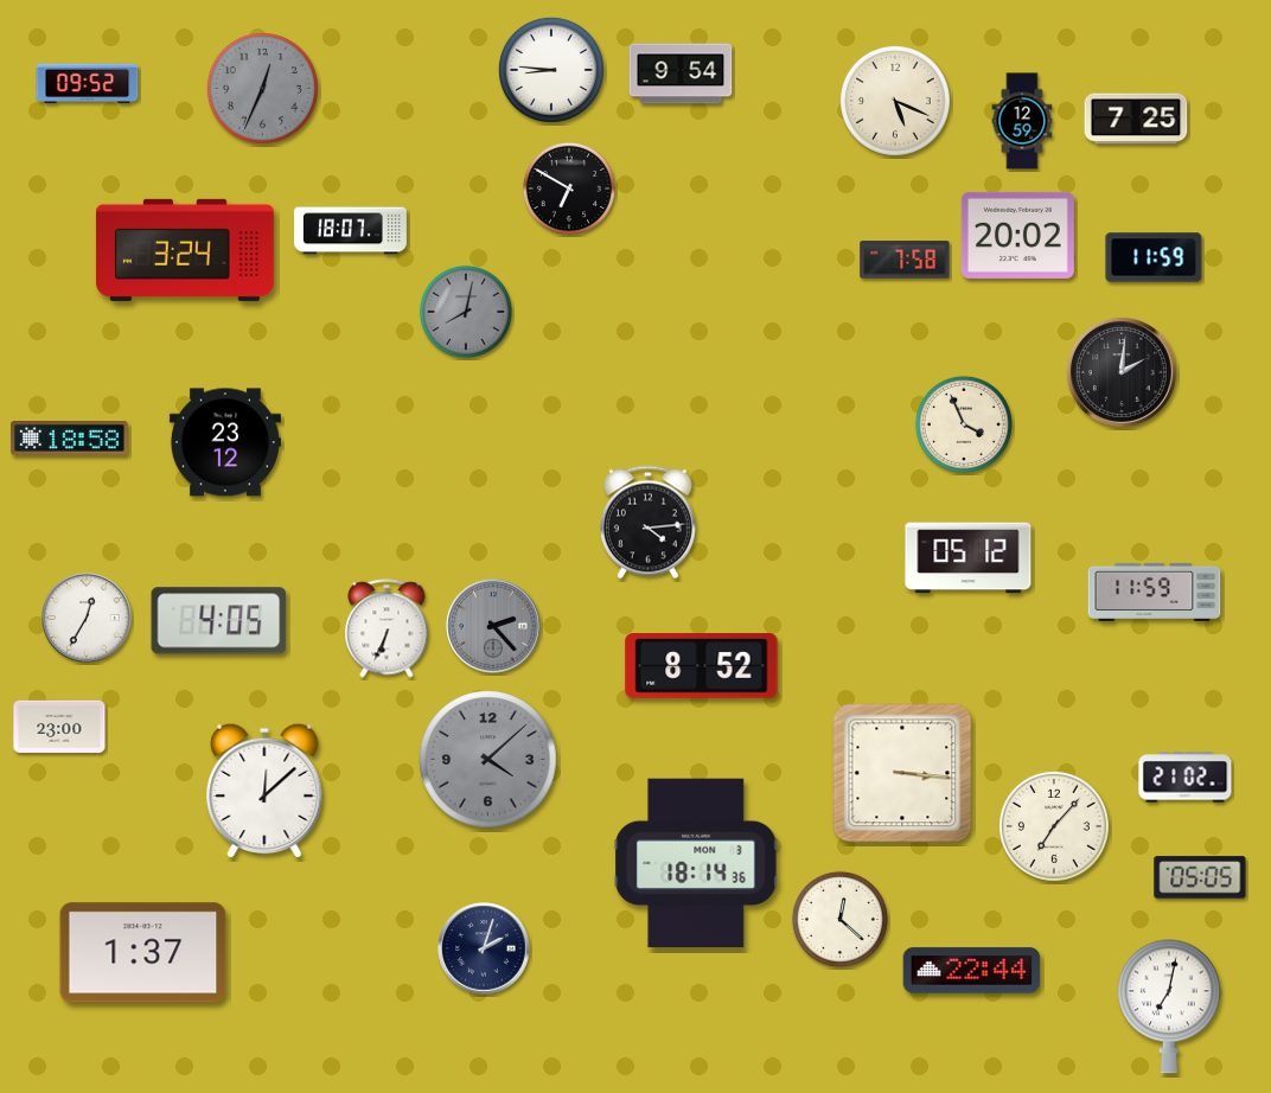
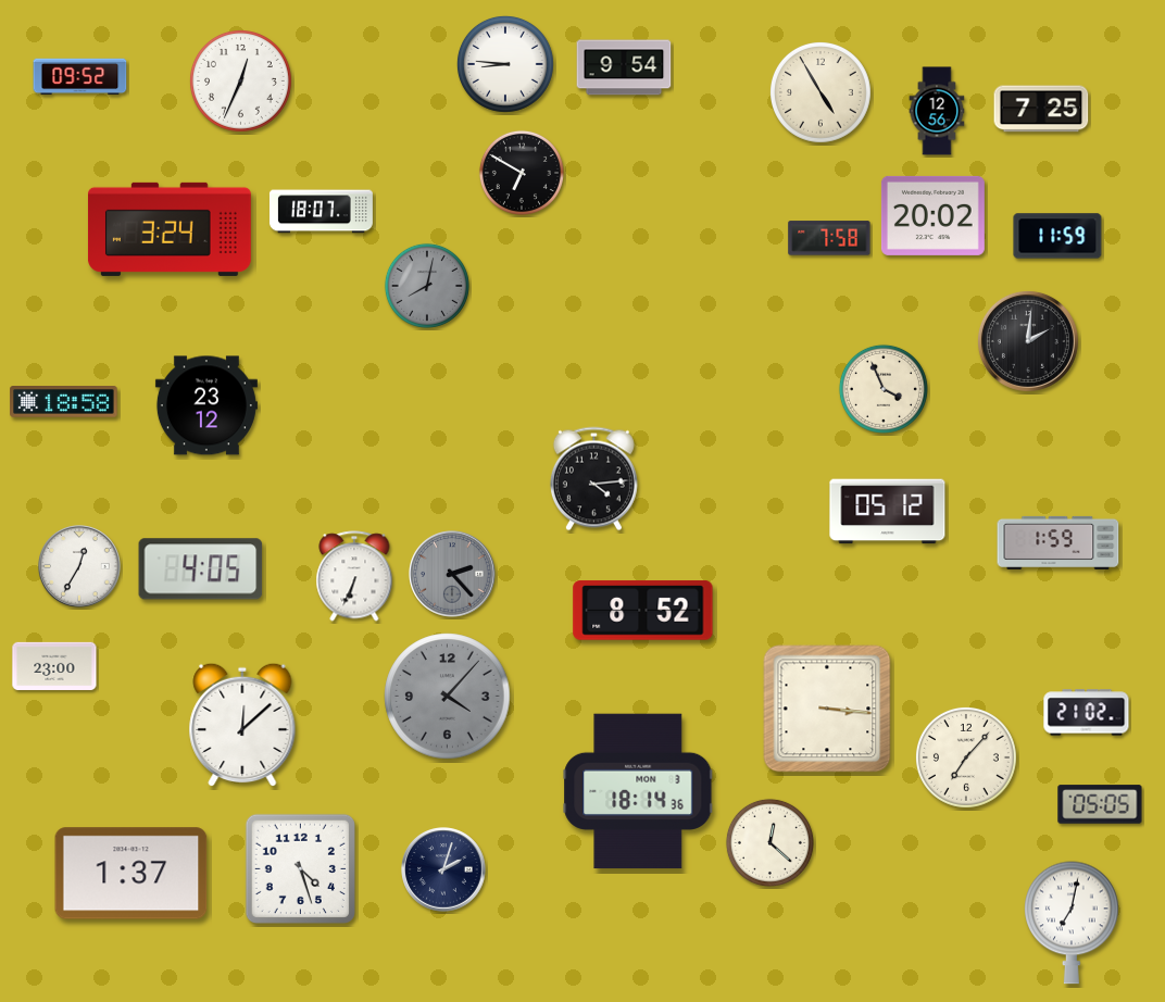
clock at (262, 88) dial: grey -> white
clock at (895, 101): 5:19 -> 4:55
clock at (1022, 121): 12:59 -> 12:56
clock at (1155, 592): 11:59 -> 1:59
clock at (488, 760): 4:08 -> 4:07
clock at (300, 868): none -> 4:27
clock at (972, 971): 22:44 -> none
